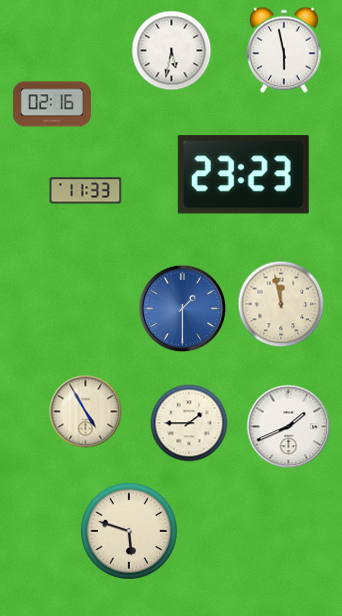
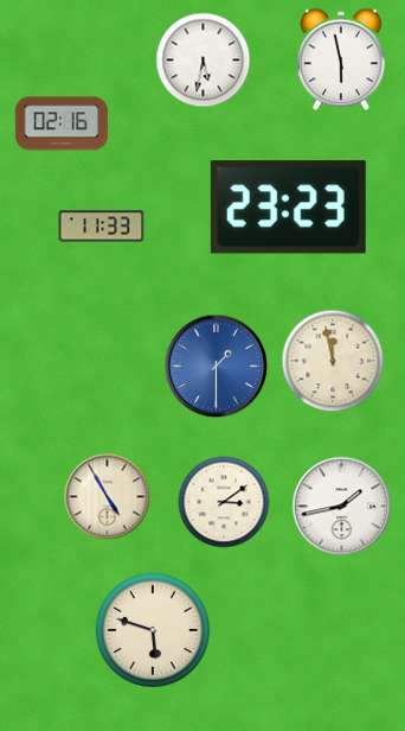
clock at (284, 50) position: (284, 50) -> (341, 59)
clock at (86, 412) position: (86, 412) -> (108, 497)
clock at (189, 423): 1:45 -> 3:09
clock at (289, 427): 1:41 -> 1:43
